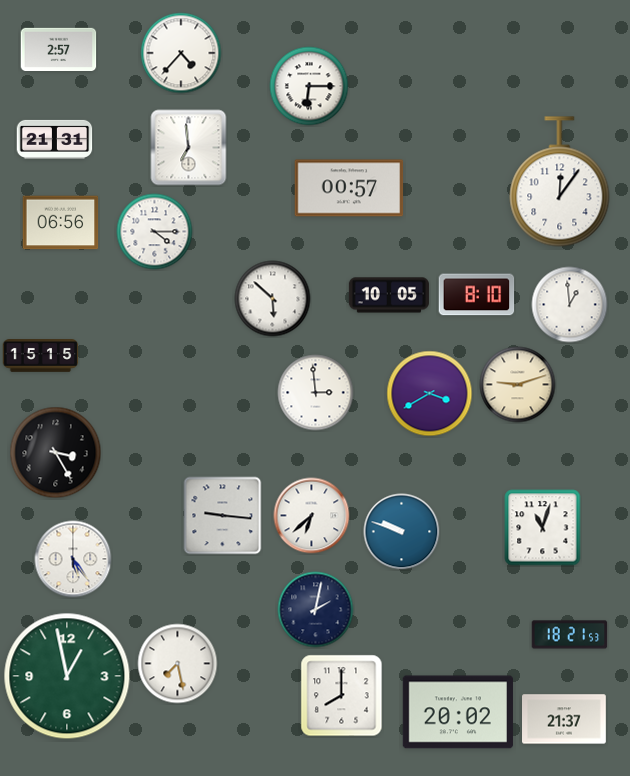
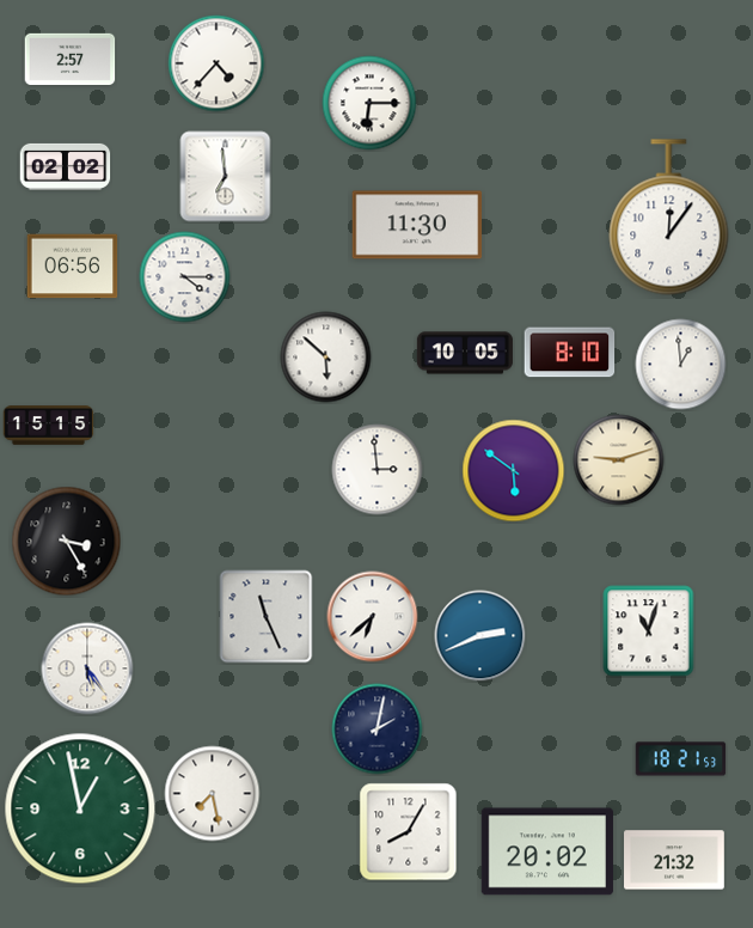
clock at (55, 139): 21:31 -> 02:02
clock at (349, 188): 00:57 -> 11:30
clock at (430, 394): 3:40 -> 5:51
clock at (223, 516): 9:16 -> 11:26
clock at (402, 532): 9:48 -> 2:41
clock at (342, 696): 8:00 -> 8:05
clock at (565, 719): 21:37 -> 21:32
